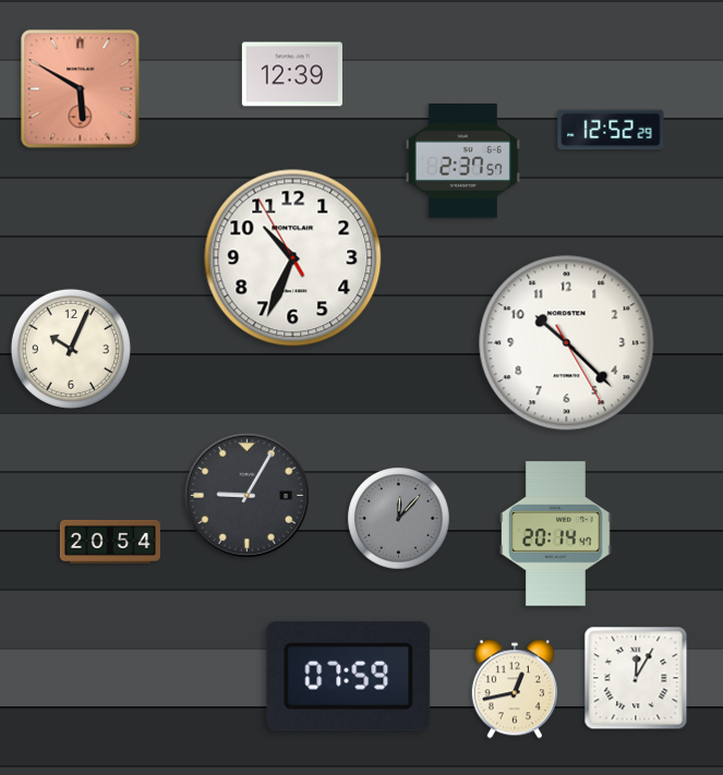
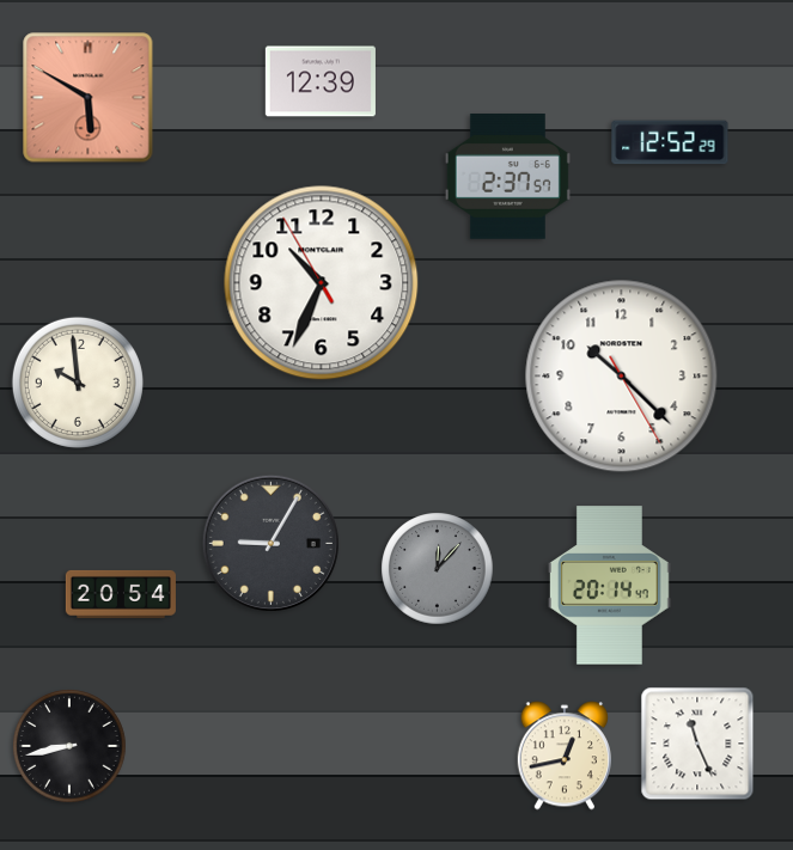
clock at (71, 349): 10:04 -> 9:59
clock at (349, 676): 07:59 -> none
clock at (636, 678): 12:05 -> 11:26
clock at (69, 746): none -> 8:43
